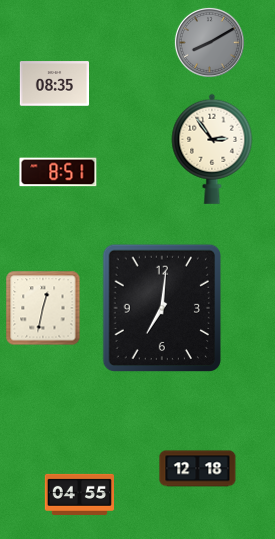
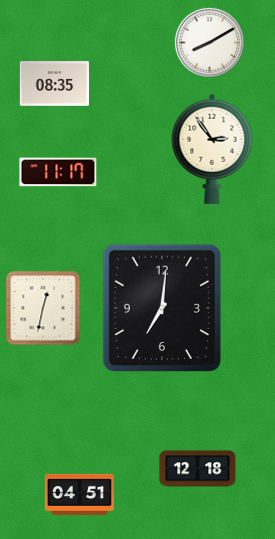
clock at (209, 42) dial: grey -> white
clock at (58, 172): 8:51 -> 11:17
clock at (79, 494): 04:55 -> 04:51
